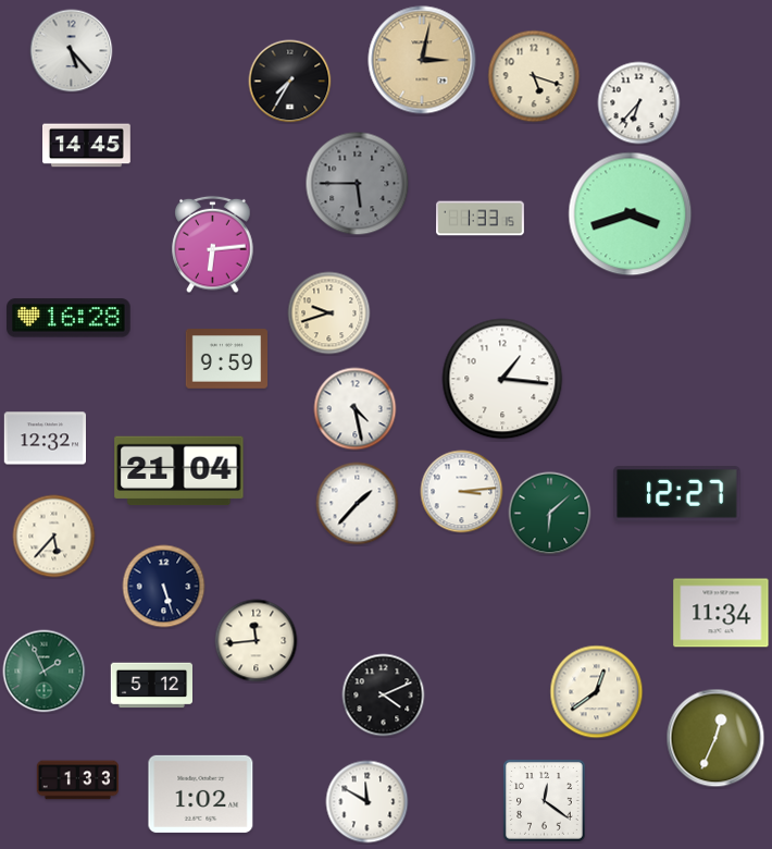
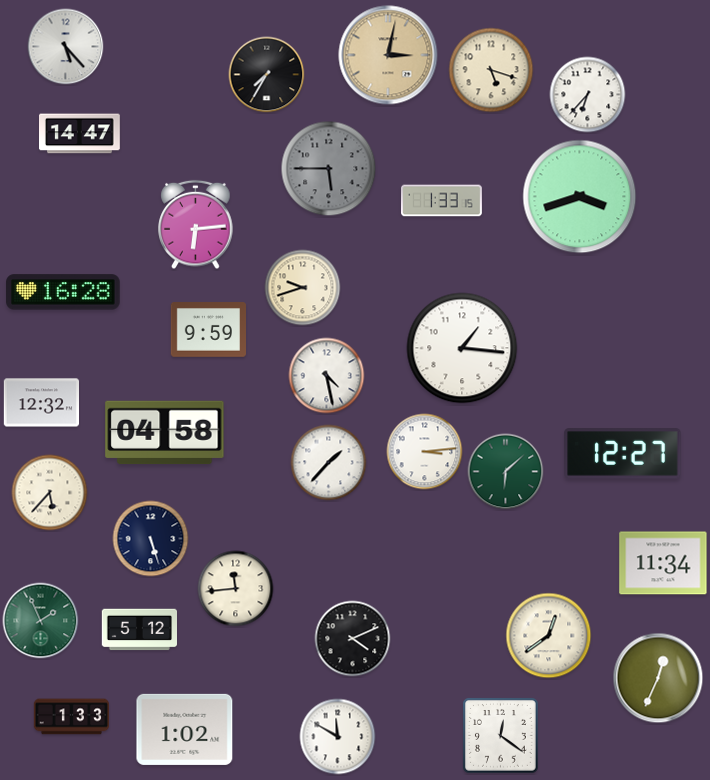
clock at (87, 146): 14:45 -> 14:47
clock at (179, 471): 21:04 -> 04:58
clock at (45, 672) position: (45, 672) -> (41, 621)
